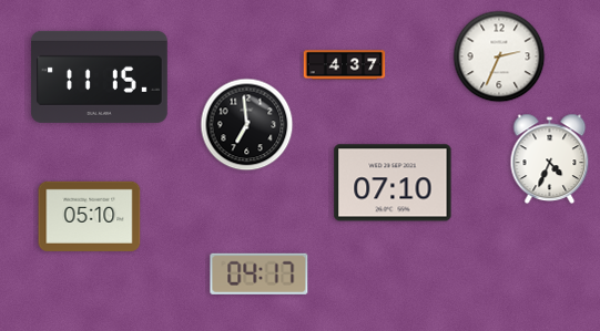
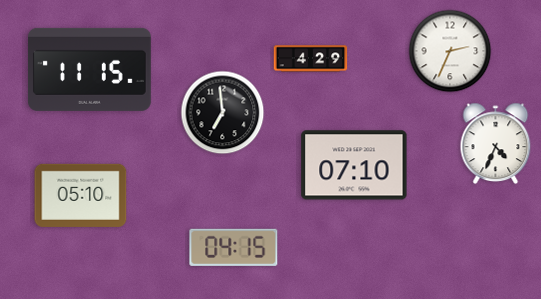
clock at (345, 65): 4:37 -> 4:29
clock at (260, 273): 04:17 -> 04:15
